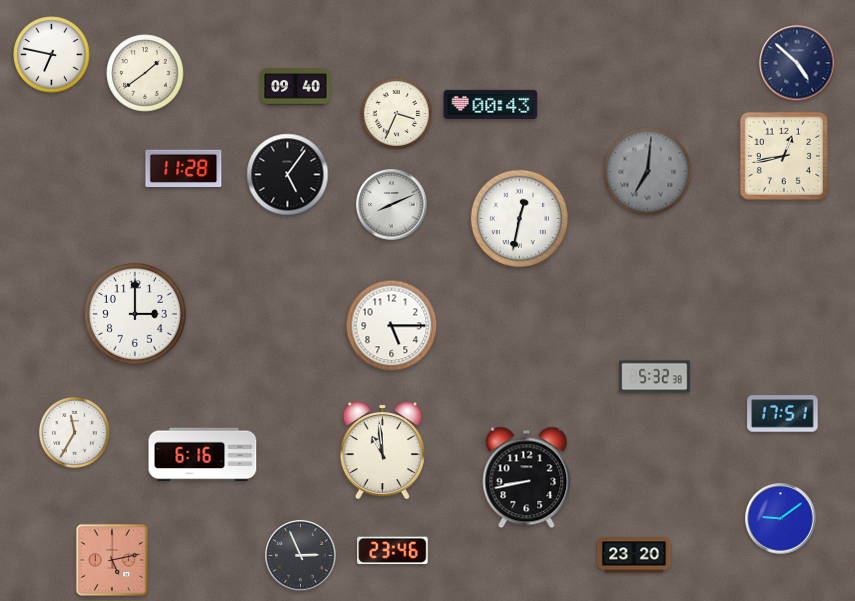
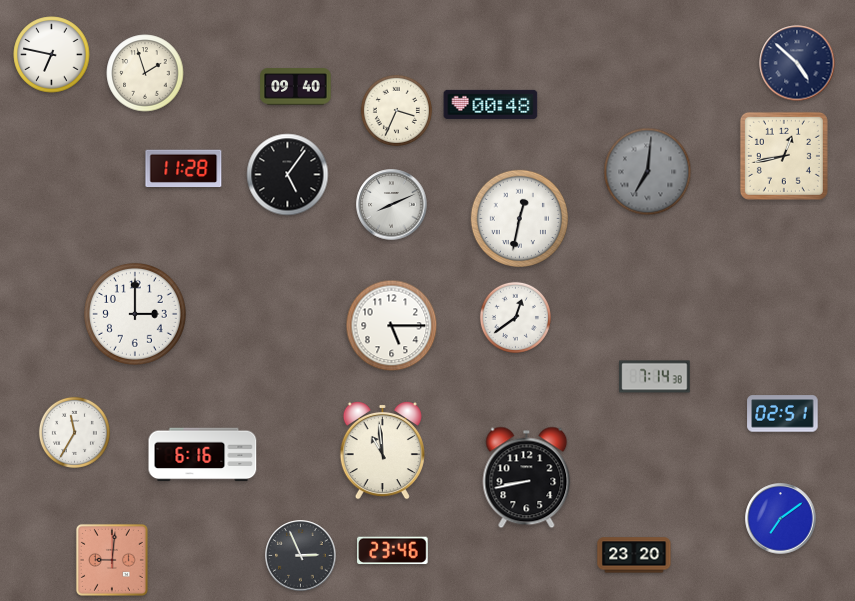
clock at (145, 73): 1:39 -> 1:57
clock at (491, 104): 00:43 -> 00:48
clock at (396, 113) position: (396, 113) -> (396, 110)
clock at (515, 317): none -> 12:39
clock at (655, 377): 5:32 -> 7:14
clock at (783, 414): 17:51 -> 02:51
clock at (781, 519): 9:09 -> 7:09
clock at (112, 560): 5:13 -> 9:01
